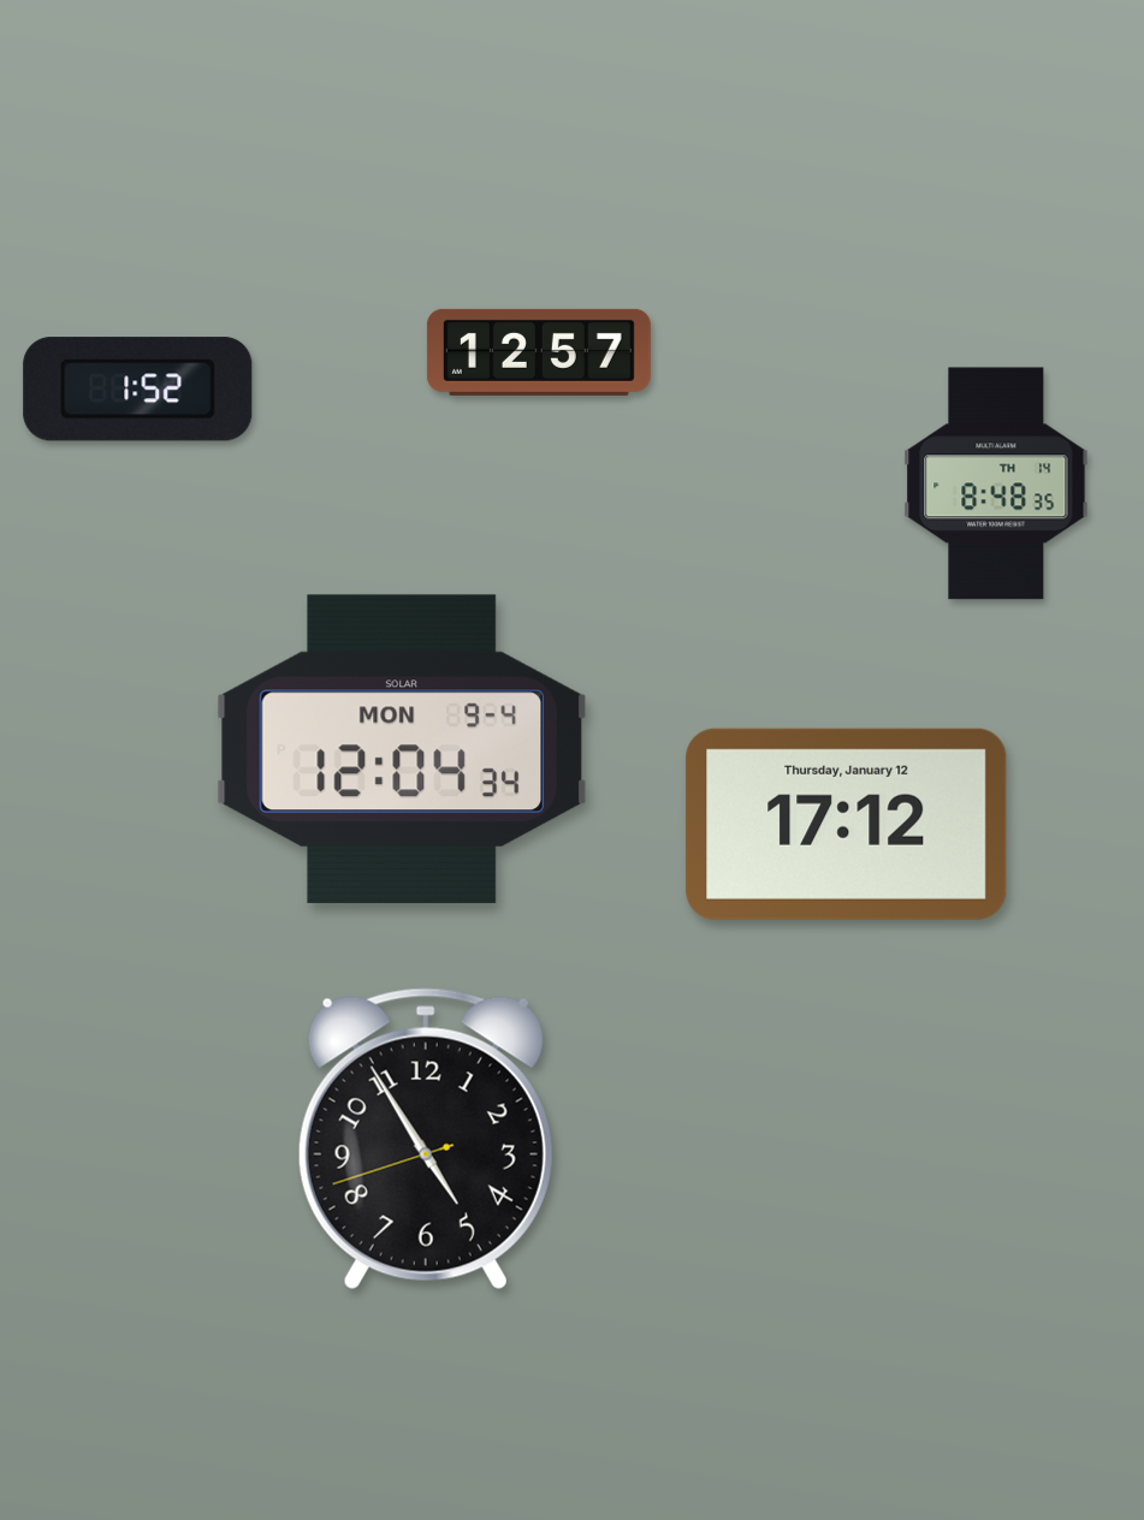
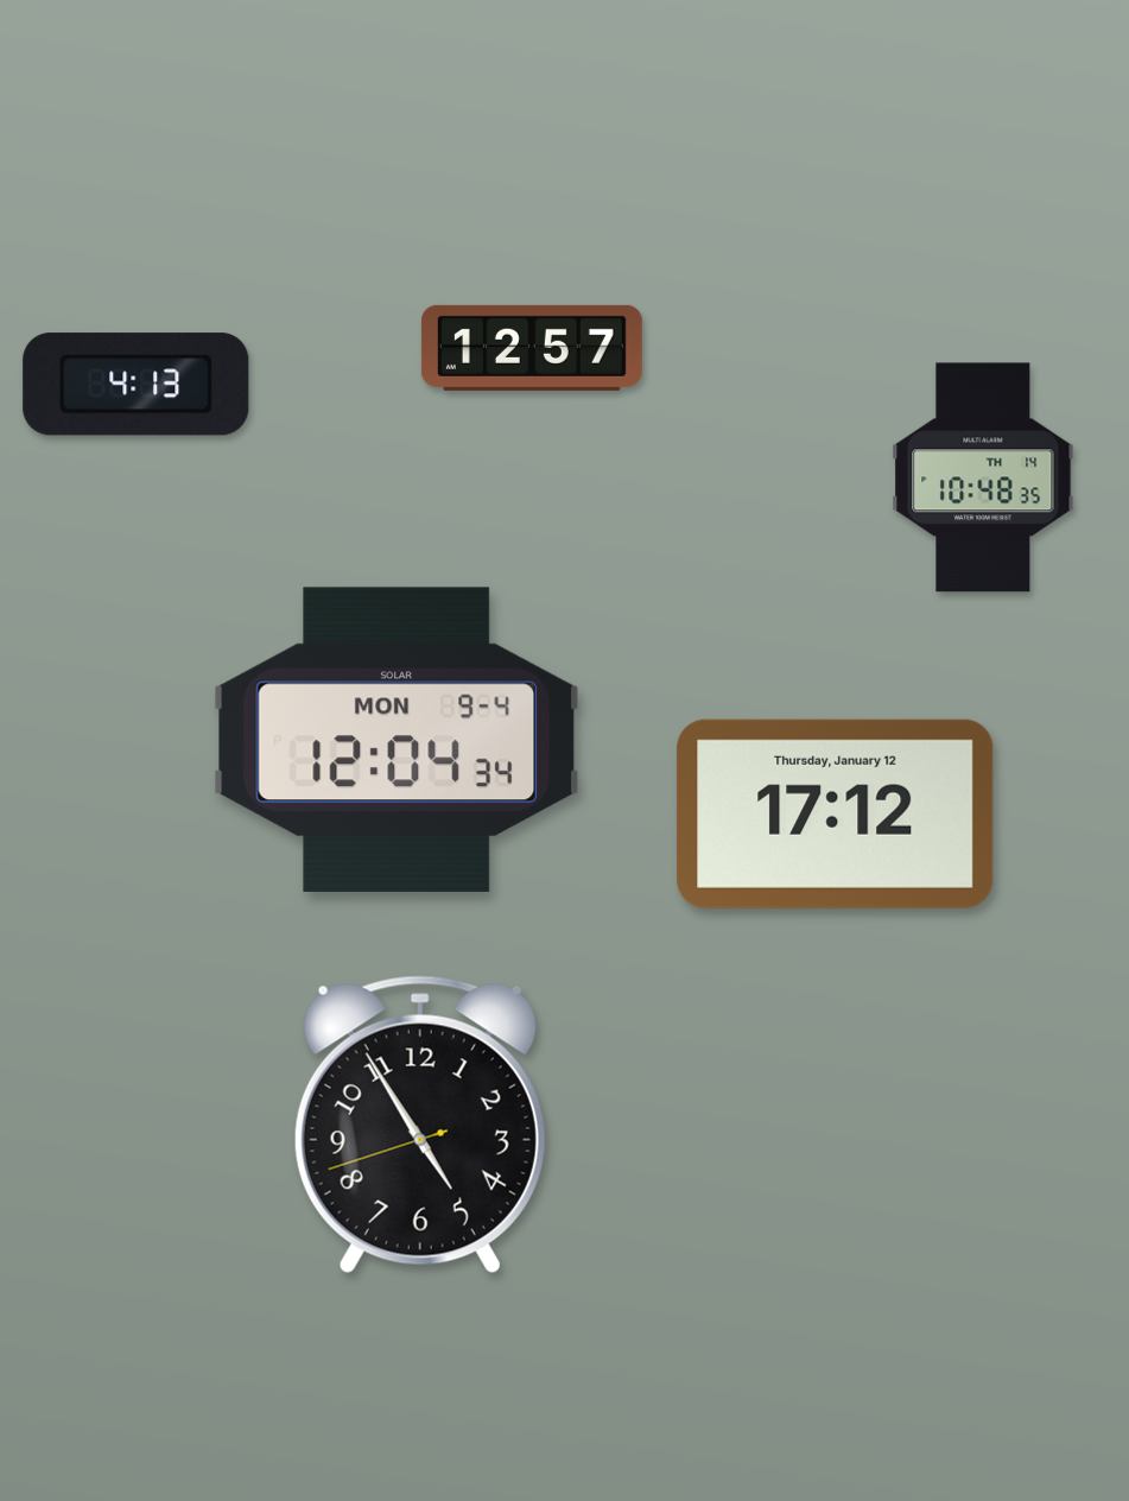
clock at (138, 390): 1:52 -> 4:13
clock at (996, 483): 8:48 -> 10:48
